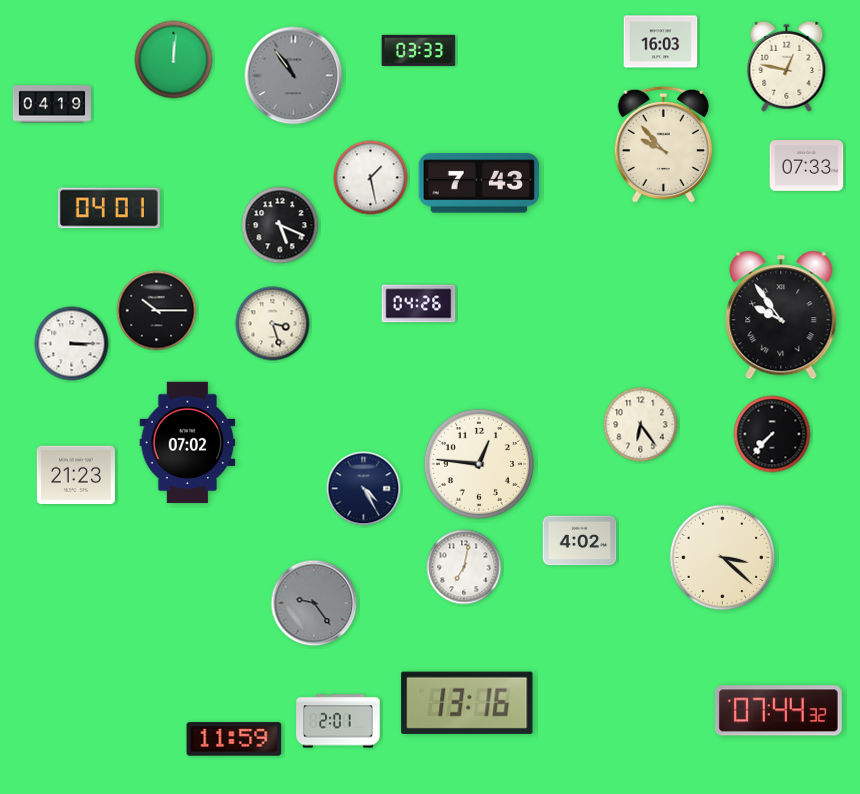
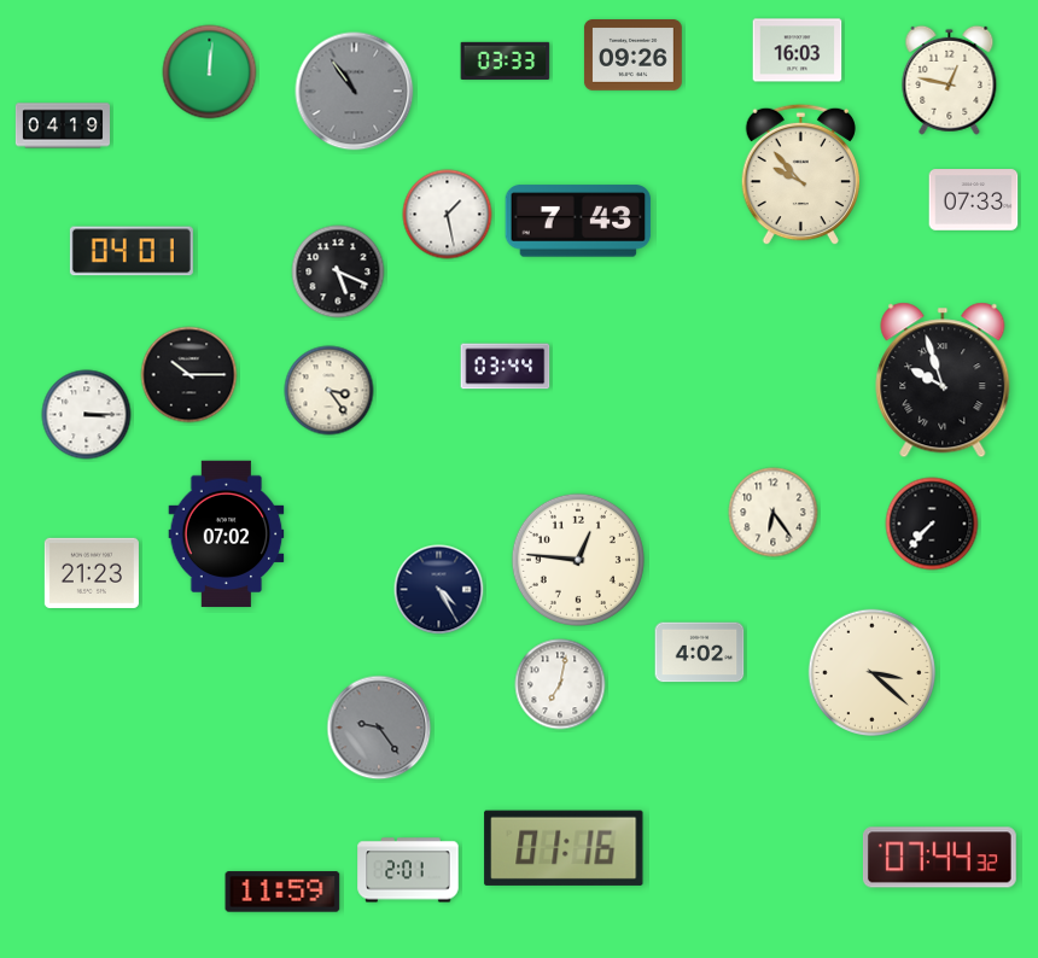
clock at (634, 56): none -> 09:26
clock at (419, 304): 04:26 -> 03:44
clock at (781, 315): 9:54 -> 9:57
clock at (273, 324): 3:27 -> 3:24
clock at (467, 703): 13:16 -> 01:16
